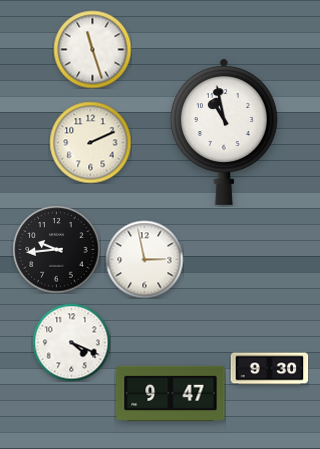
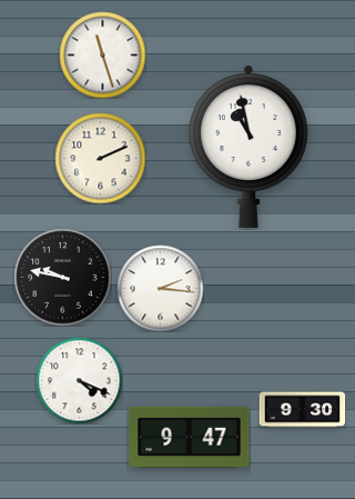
clock at (56, 249): 9:44 -> 9:47
clock at (144, 259): 2:58 -> 2:16
clock at (269, 369) position: (269, 369) -> (302, 410)
